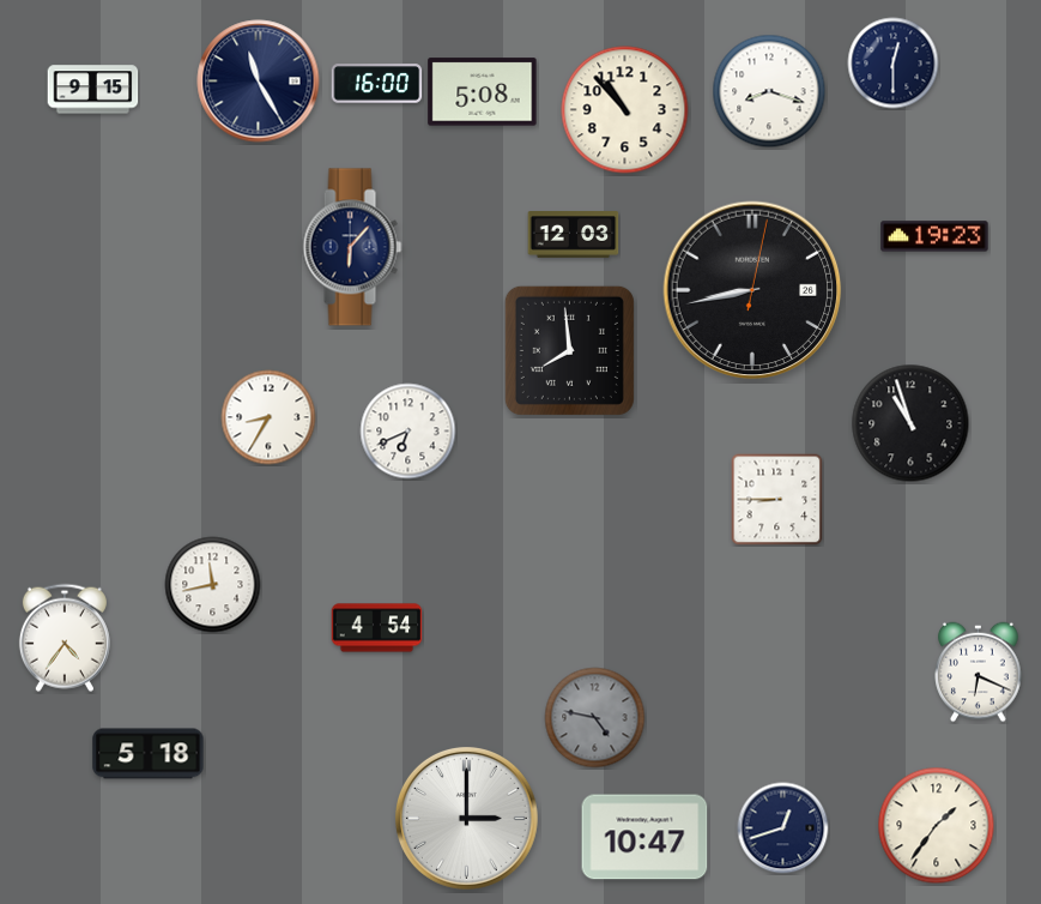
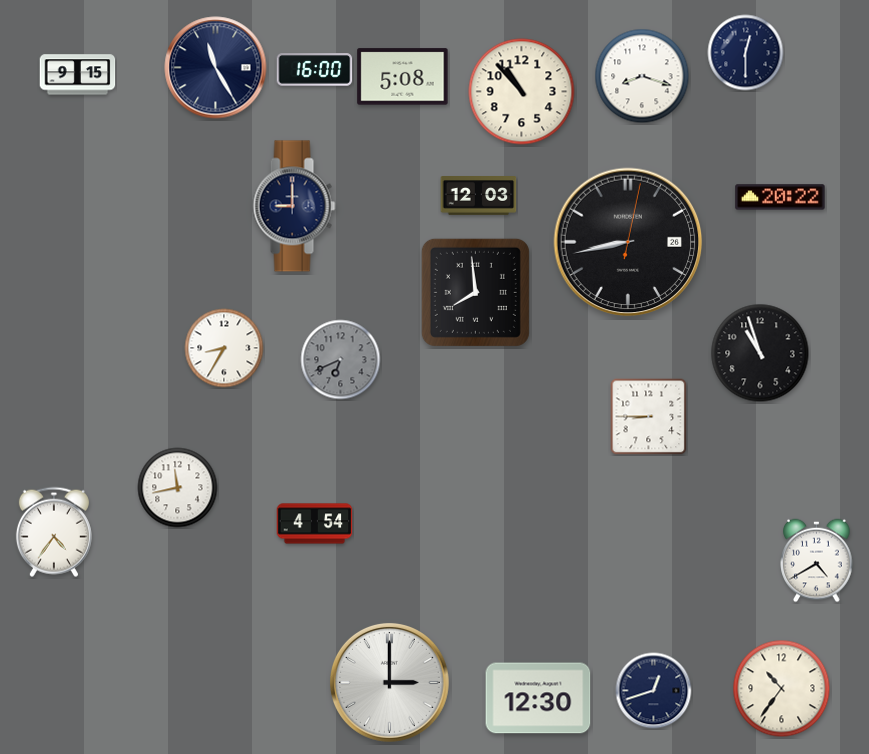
clock at (934, 236): 19:23 -> 20:22
clock at (352, 247): 6:07 -> 9:00
clock at (408, 432) dial: white -> grey
clock at (979, 673): 6:19 -> 4:40
clock at (595, 718): 4:47 -> none
clock at (149, 754): 5:18 -> none
clock at (937, 826): 1:36 -> 10:36
clock at (644, 837): 10:47 -> 12:30
